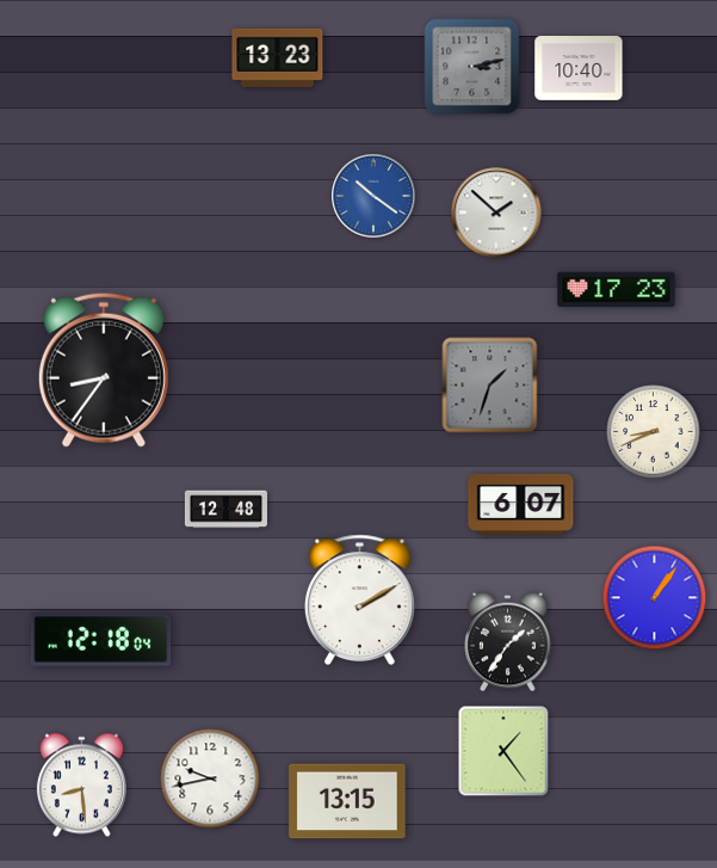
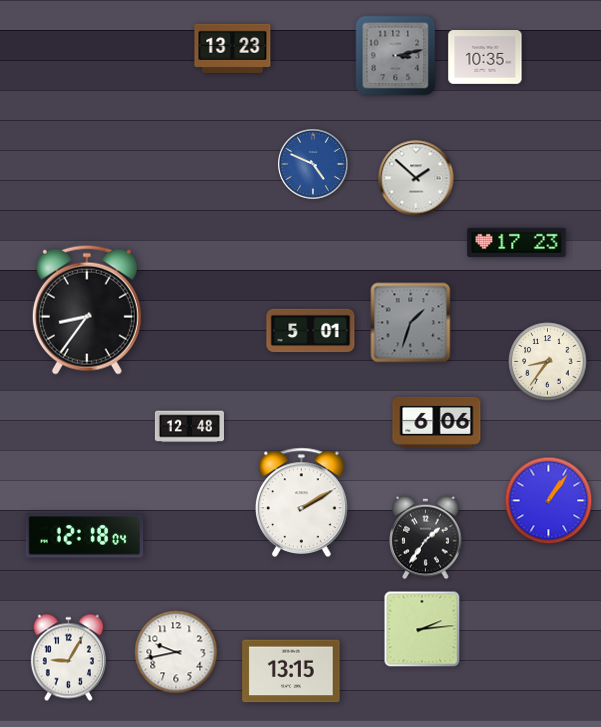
clock at (579, 69): 10:40 -> 10:35
clock at (375, 197): 10:21 -> 4:49
clock at (311, 331): none -> 5:01
clock at (654, 432): 8:41 -> 8:36
clock at (521, 504): 6:07 -> 6:06
clock at (503, 751): 1:24 -> 2:14
clock at (81, 786): 8:29 -> 9:05
